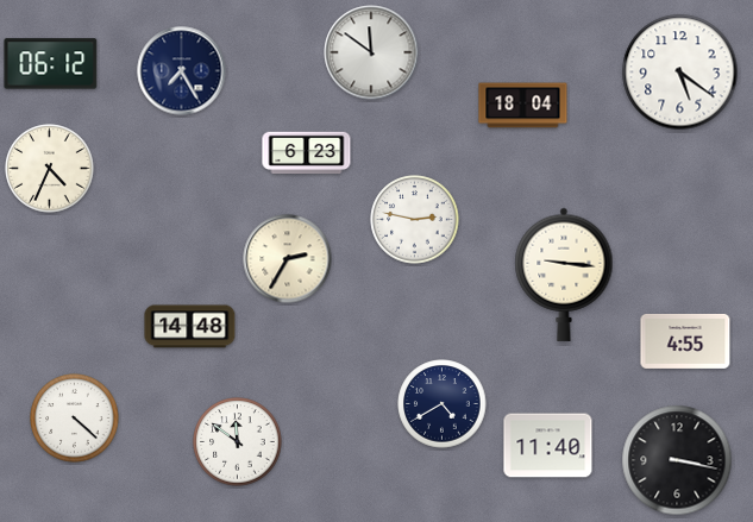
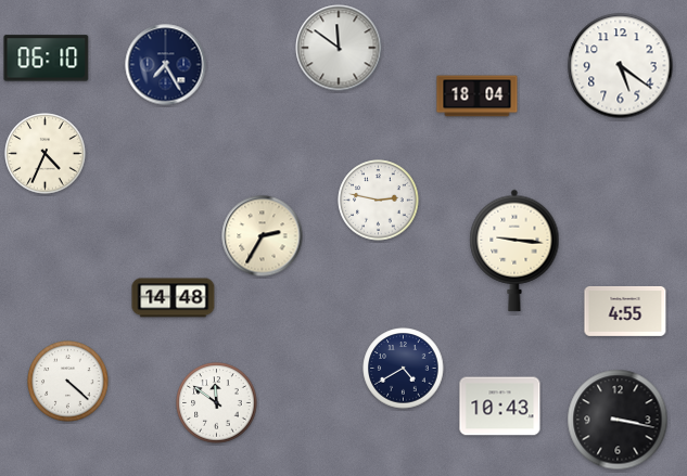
clock at (51, 64): 06:12 -> 06:10
clock at (307, 153): 6:23 -> none
clock at (548, 446): 11:40 -> 10:43
